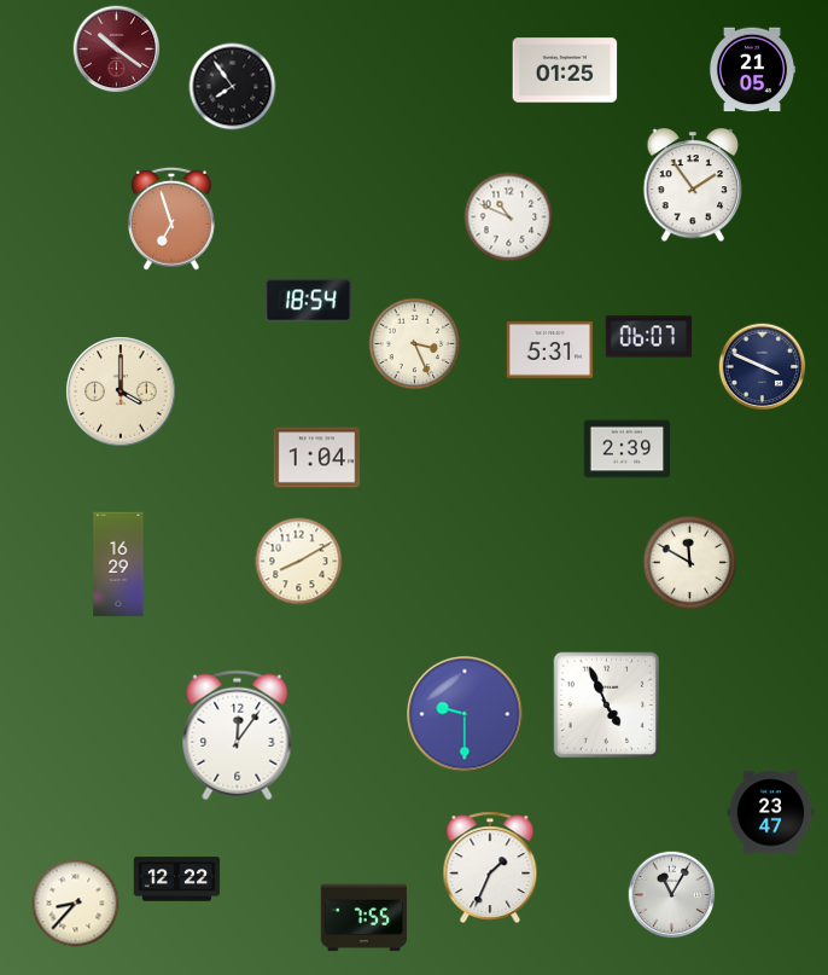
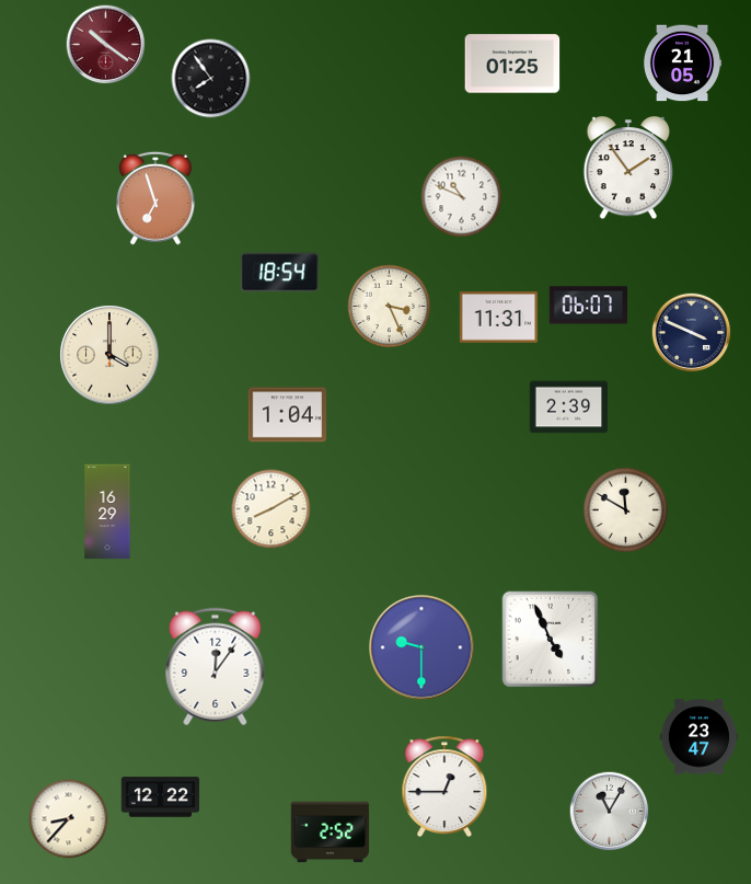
clock at (415, 344) position: (415, 344) -> (390, 307)
clock at (550, 350): 5:31 -> 11:31
clock at (490, 867): 1:34 -> 12:45
clock at (365, 918): 7:55 -> 2:52
